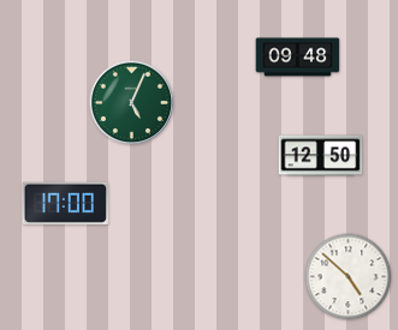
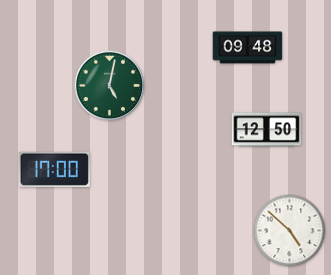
clock at (132, 103): 5:04 -> 5:02
